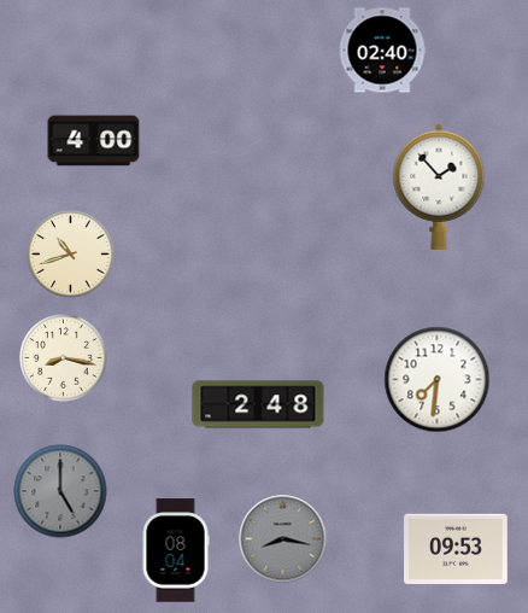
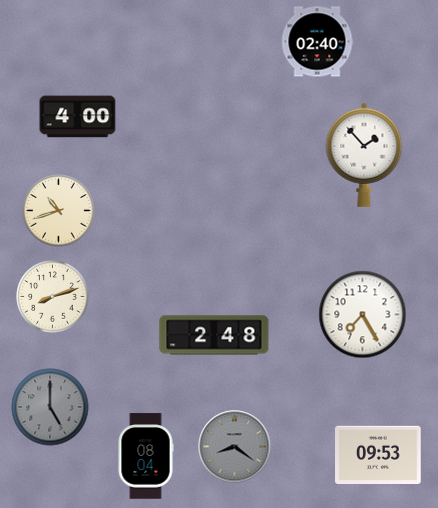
clock at (64, 358): 8:17 -> 8:12
clock at (438, 380): 7:31 -> 7:25
clock at (283, 539): 8:17 -> 8:21
